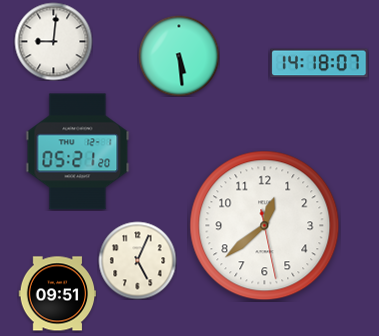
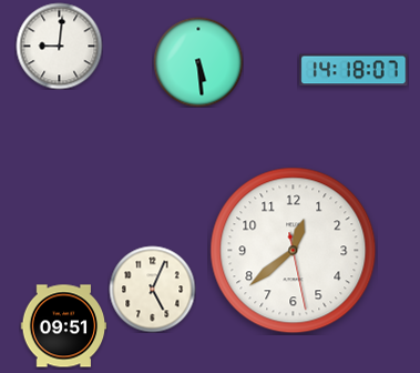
clock at (78, 152): 05:21 -> none
